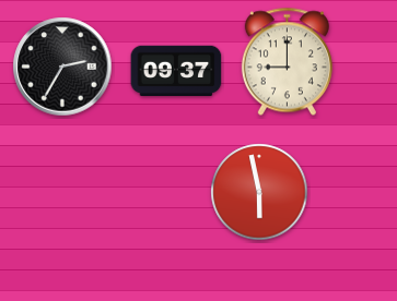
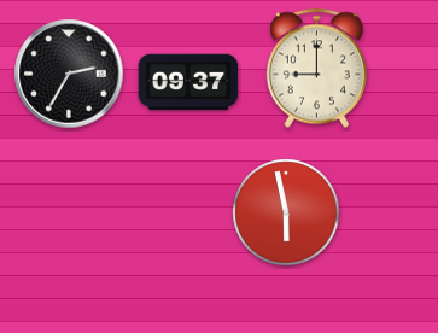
clock at (176, 71) position: (176, 71) -> (188, 82)
